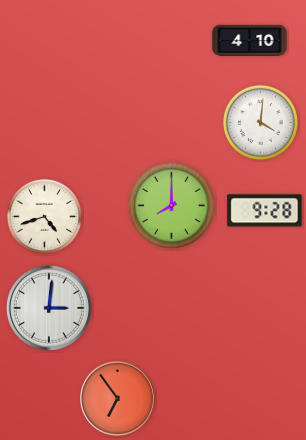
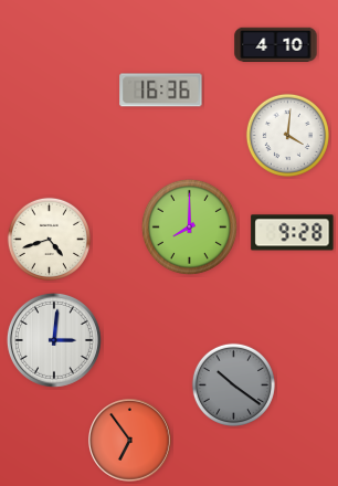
clock at (161, 91): none -> 16:36
clock at (233, 384): none -> 10:21
